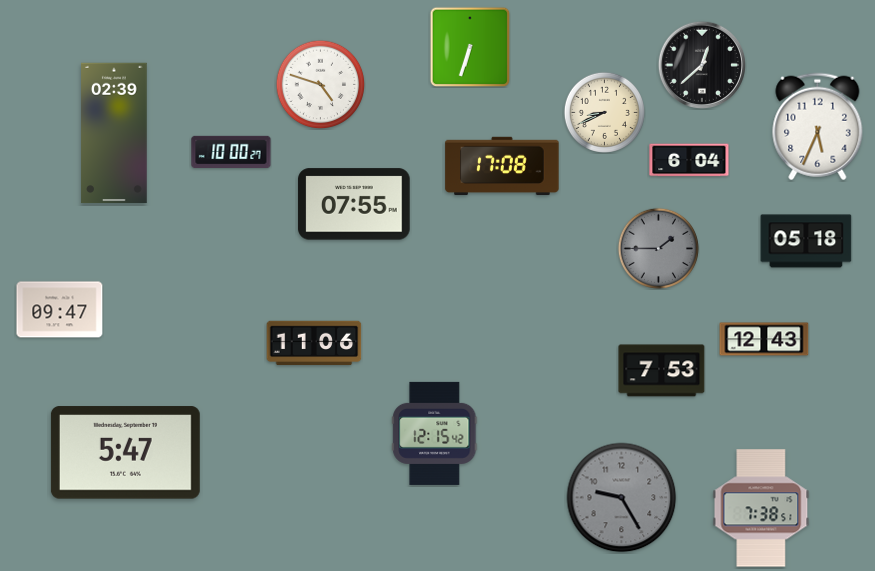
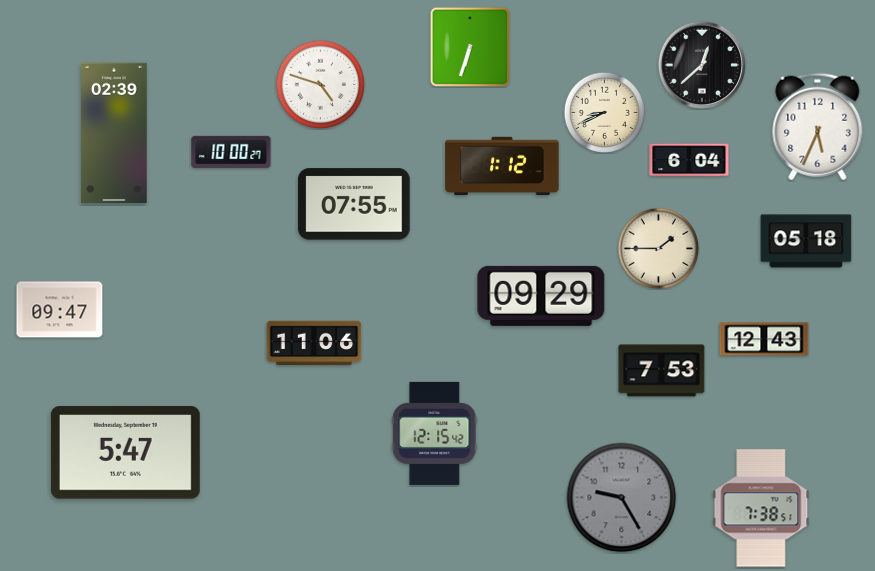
clock at (502, 166): 17:08 -> 1:12
clock at (658, 248) dial: grey -> cream
clock at (541, 296): none -> 09:29
